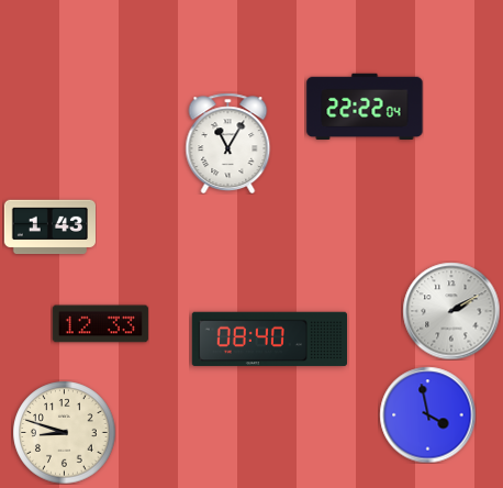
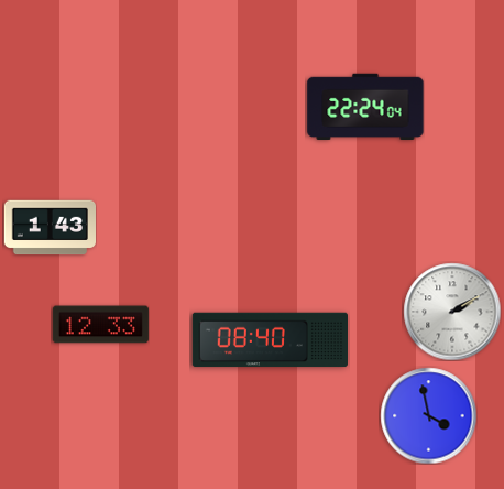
clock at (365, 106): 22:22 -> 22:24
clock at (228, 143): 11:05 -> none
clock at (64, 432): 8:48 -> none
